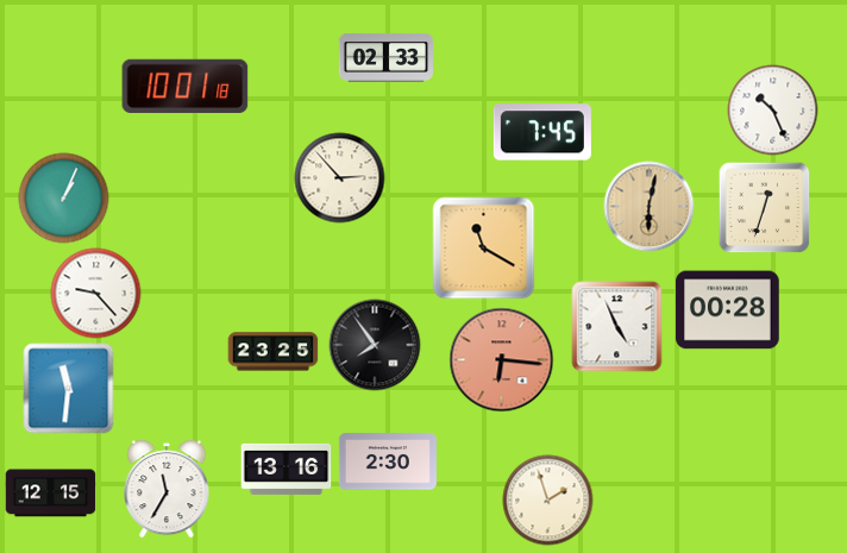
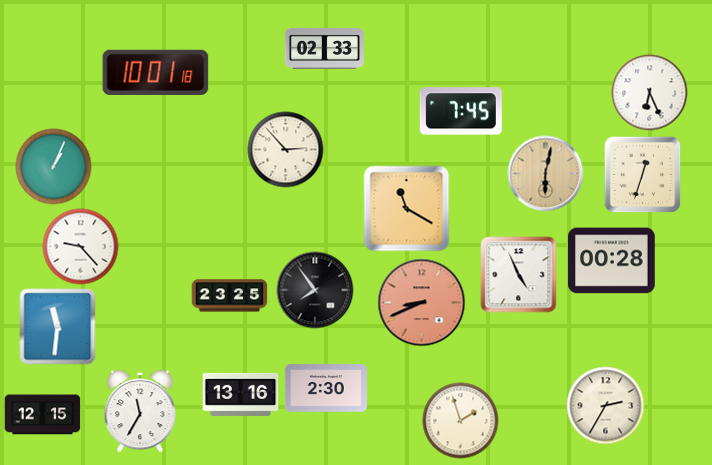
clock at (773, 111): 10:26 -> 6:26
clock at (542, 132) position: (542, 132) -> (461, 111)
clock at (502, 360): 6:16 -> 8:41
clock at (606, 406): none -> 2:35
